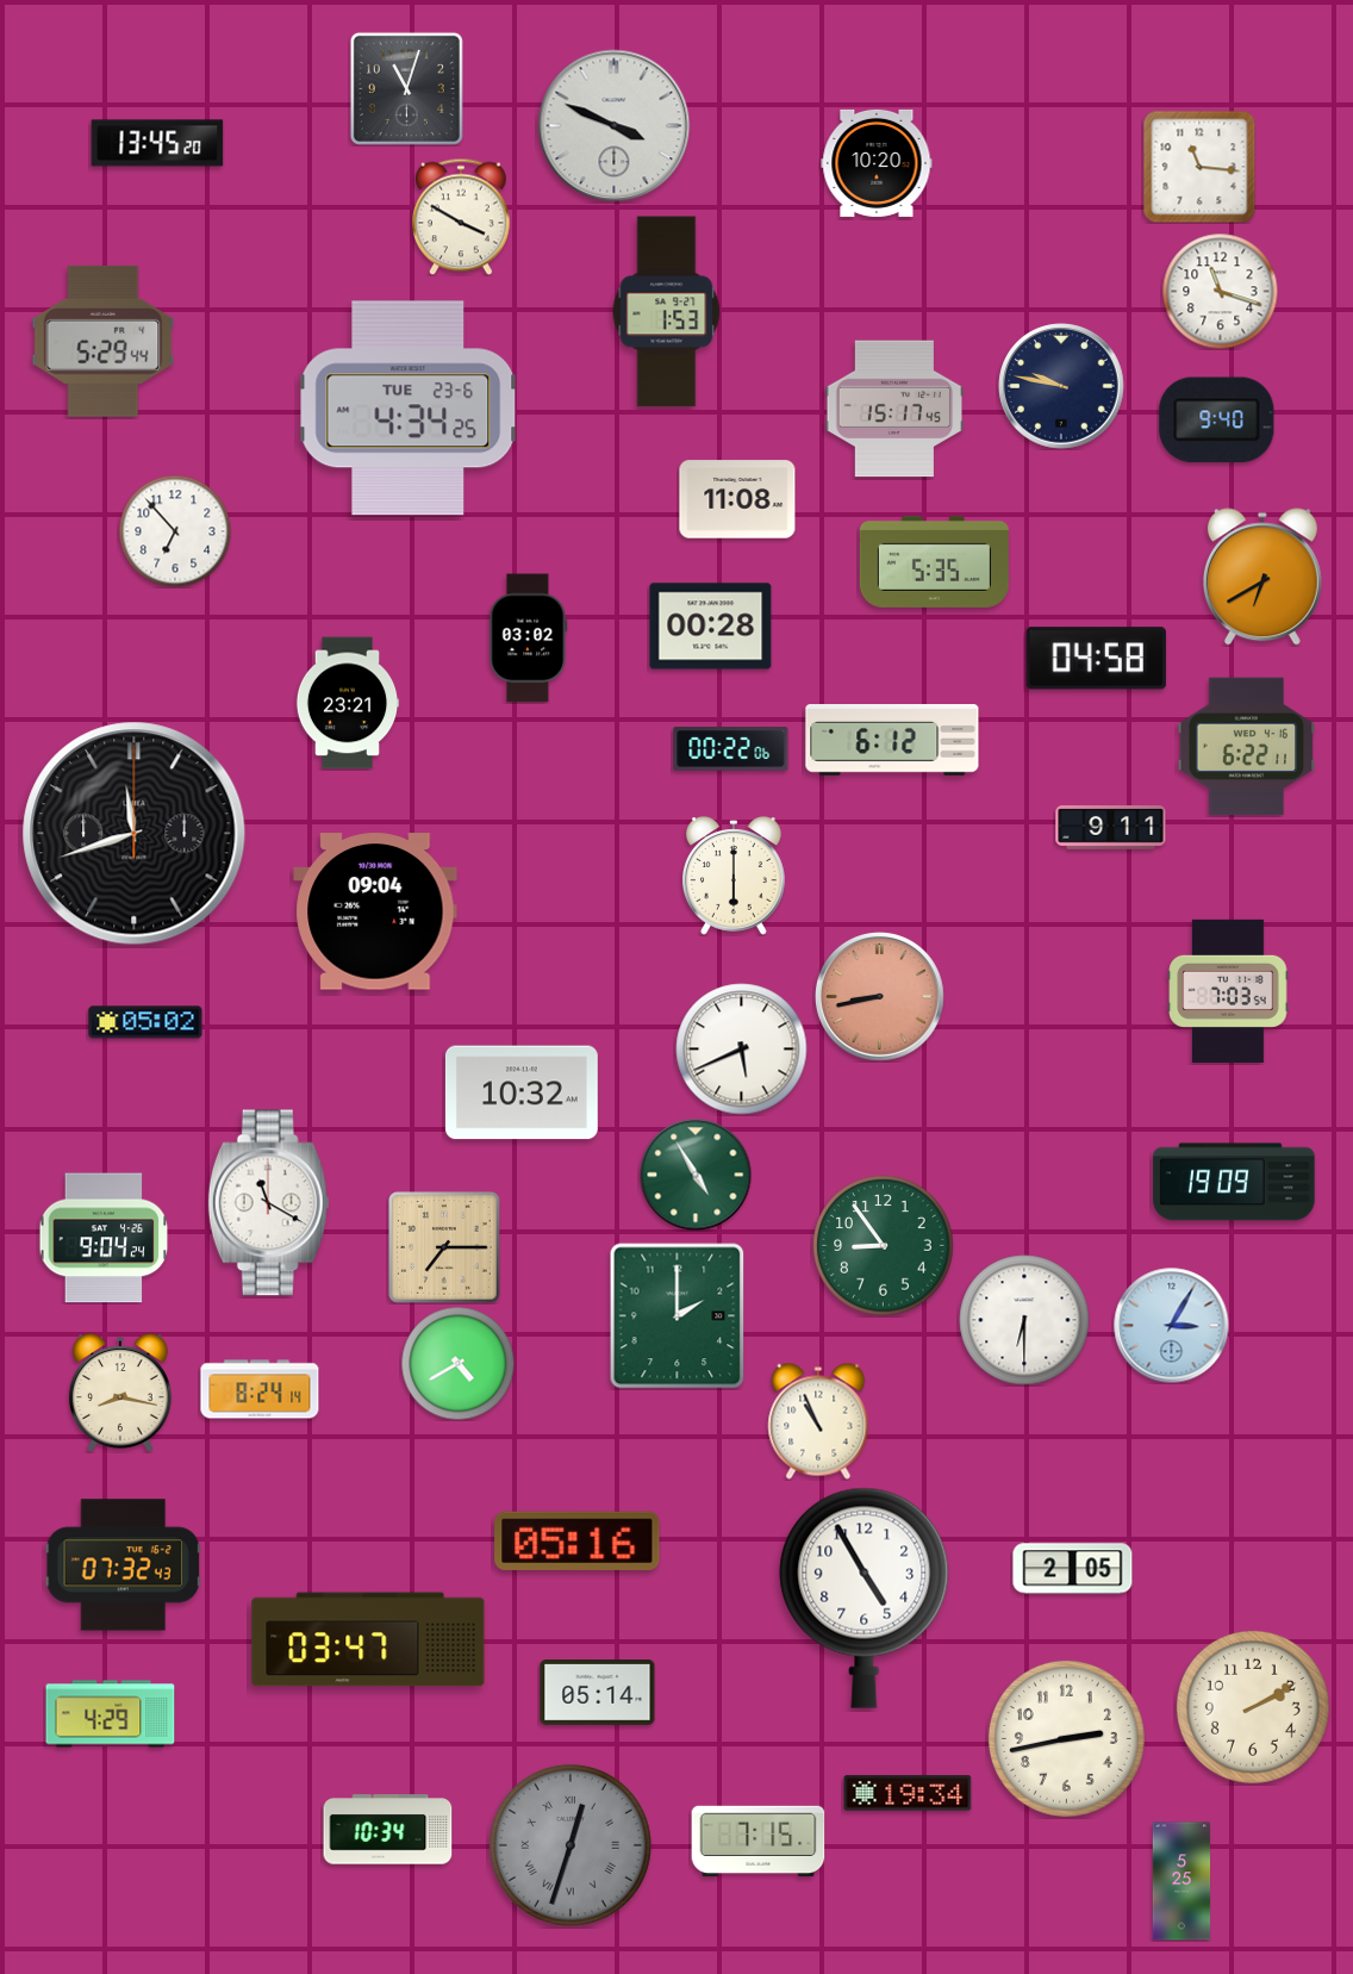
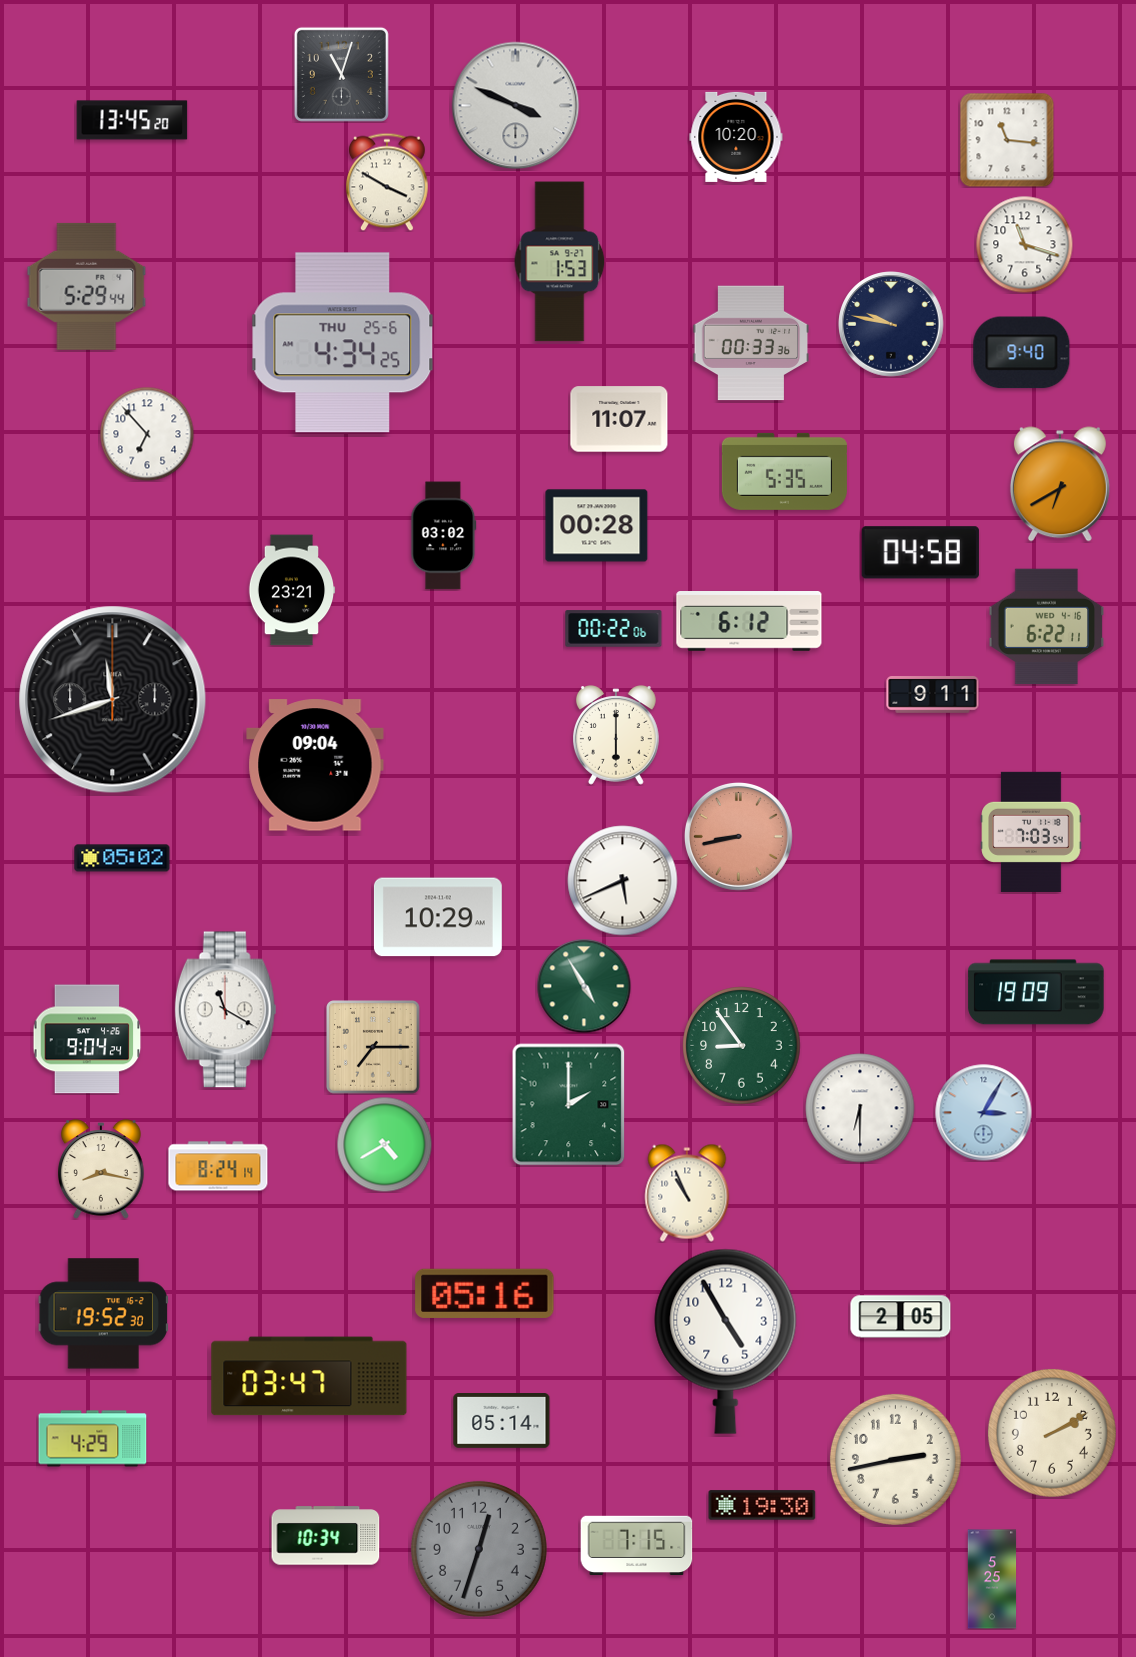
clock at (409, 409) date: TUE 23-6 -> THU 25-6
clock at (894, 409): 15:17 -> 00:33
clock at (737, 499): 11:08 -> 11:07
clock at (175, 531) position: (175, 531) -> (147, 434)
clock at (522, 1092): 10:32 -> 10:29
clock at (123, 1565): 07:32 -> 19:52
clock at (908, 1793): 19:34 -> 19:30
clock at (570, 1845) numerals: Roman -> Arabic
